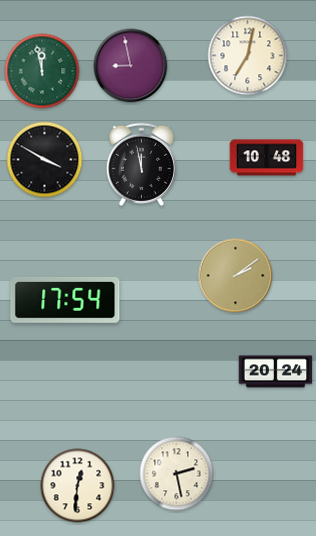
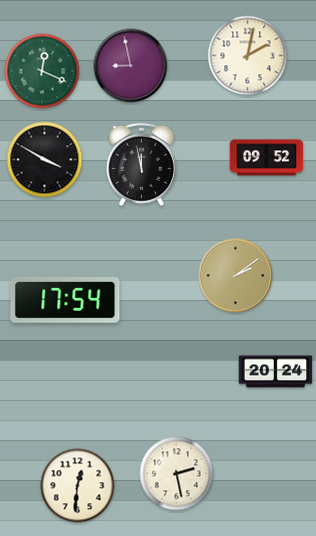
clock at (248, 56): 7:02 -> 2:02
clock at (42, 71): 11:58 -> 12:19
clock at (267, 158): 10:48 -> 09:52
